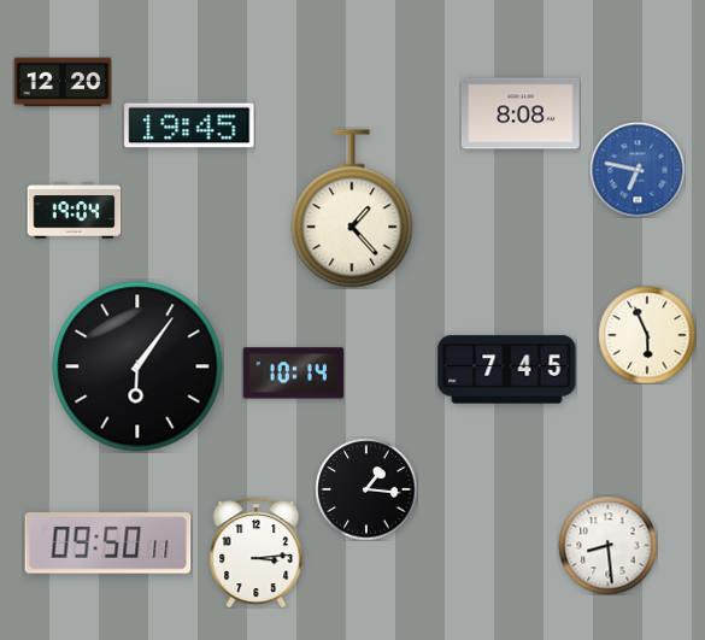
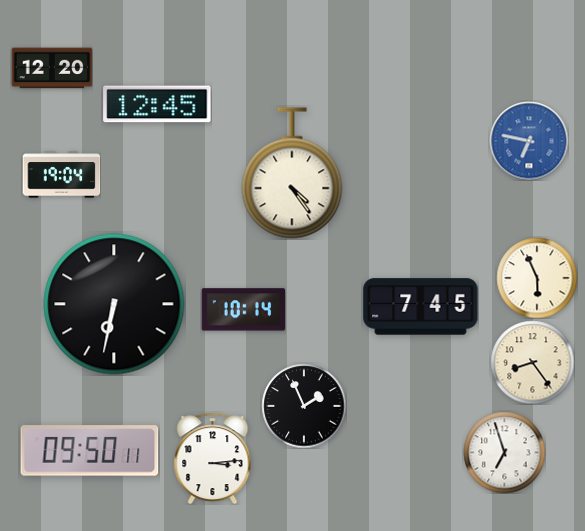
clock at (521, 113): 8:08 -> none
clock at (189, 125): 19:45 -> 12:45
clock at (352, 209): 1:23 -> 4:24
clock at (137, 366): 6:06 -> 6:32
clock at (532, 362): none -> 8:24
clock at (366, 489): 1:16 -> 1:56
clock at (607, 545): 8:29 -> 6:57
